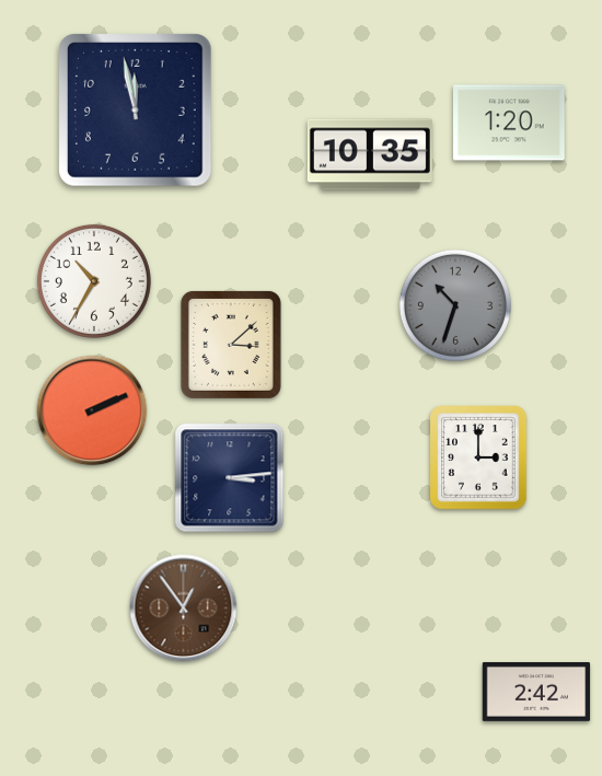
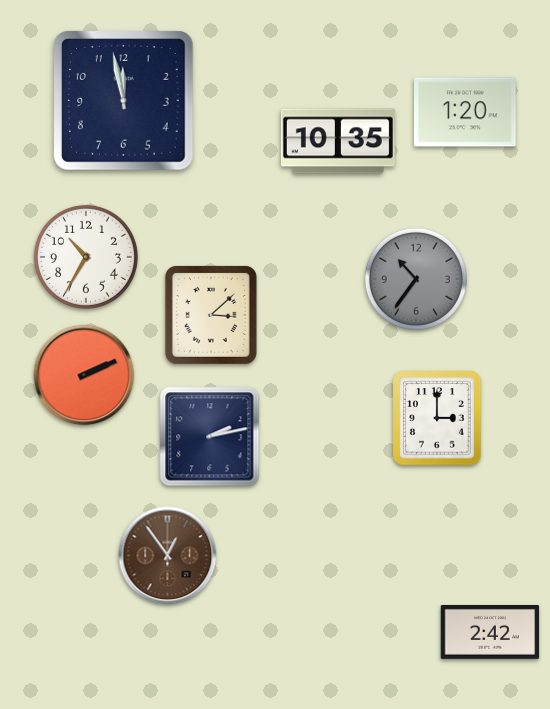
clock at (455, 305): 10:33 -> 10:36
clock at (230, 478): 3:14 -> 2:13
